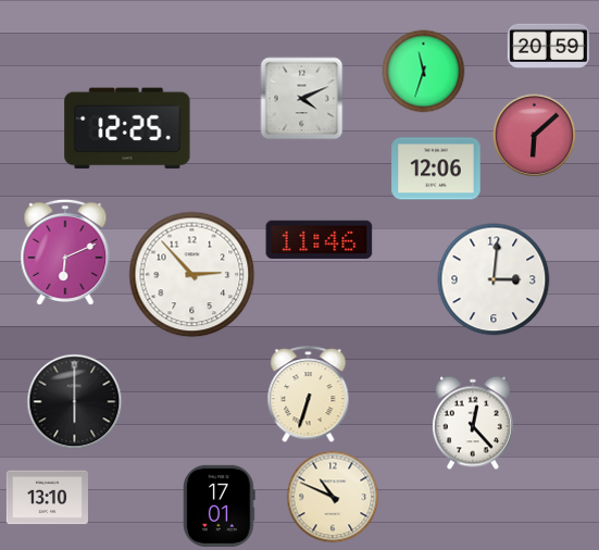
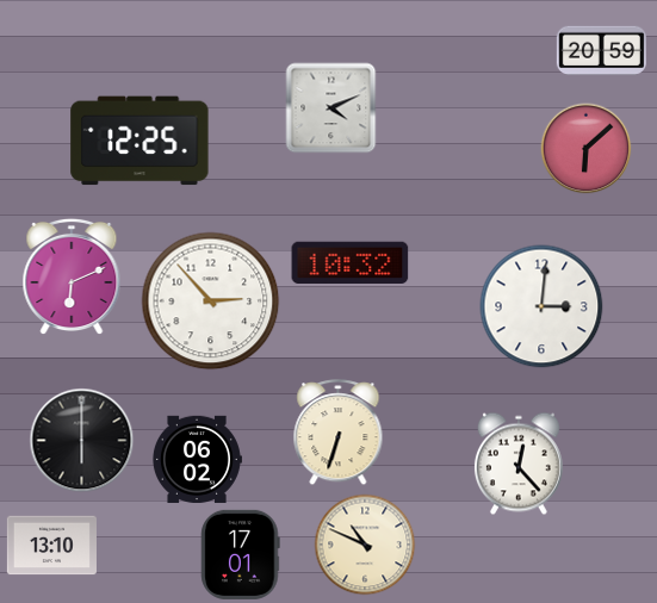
clock at (424, 72): 11:33 -> none
clock at (436, 168): 12:06 -> none
clock at (320, 239): 11:46 -> 10:32
clock at (197, 459): none -> 06:02
